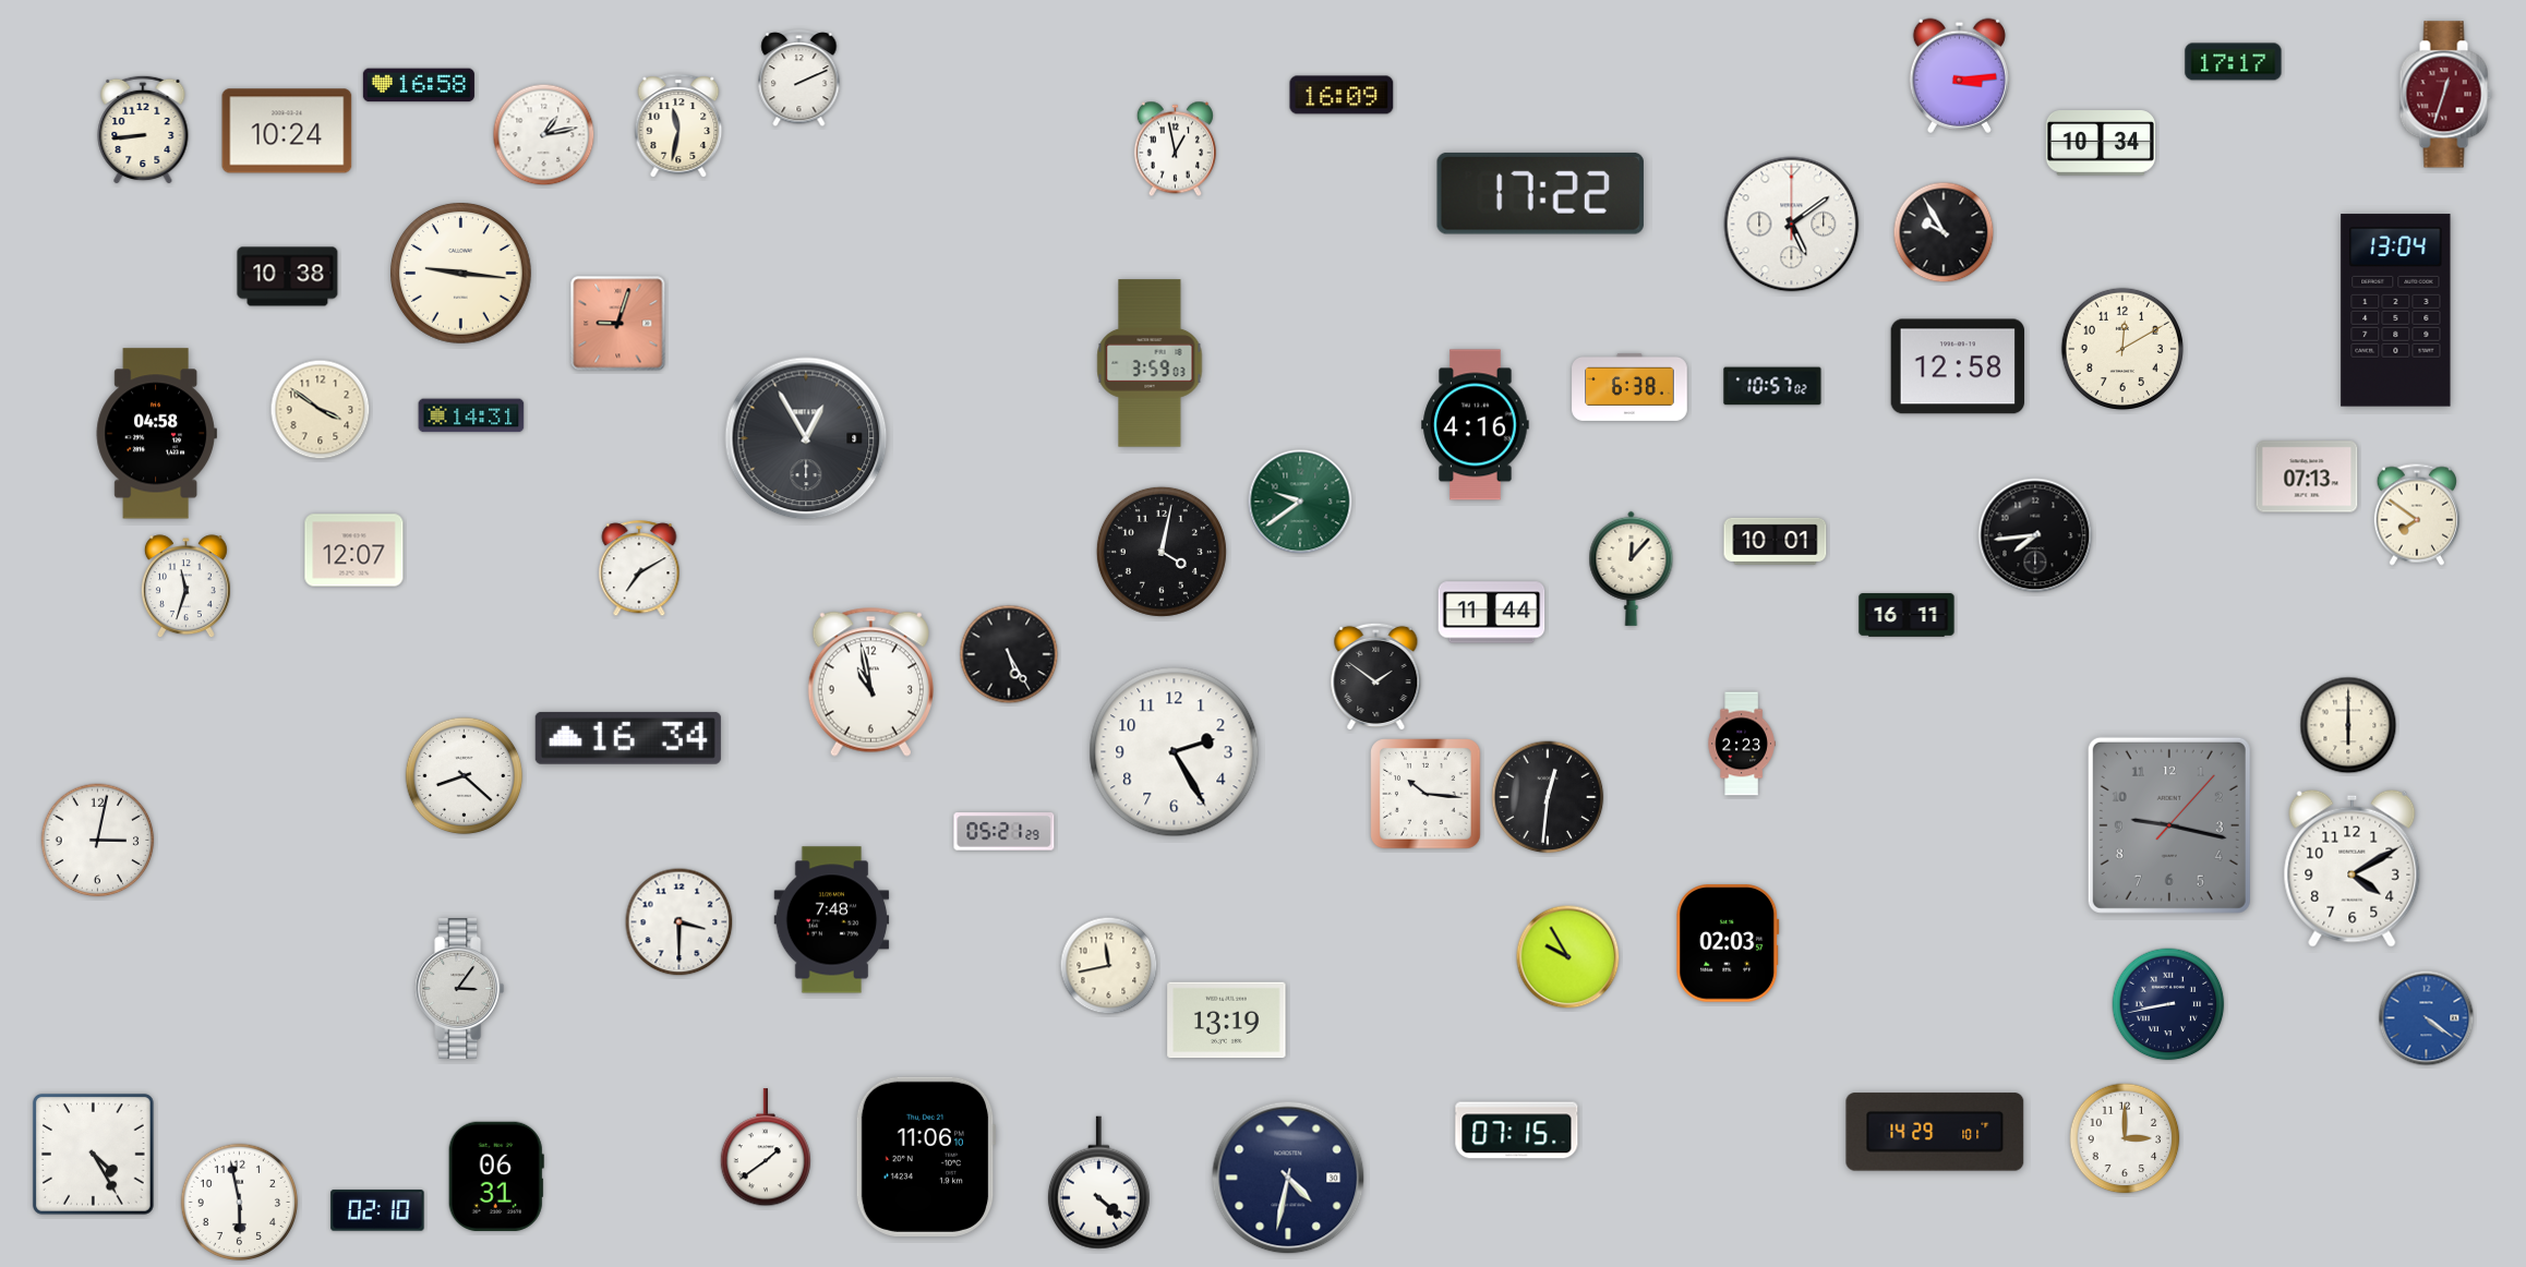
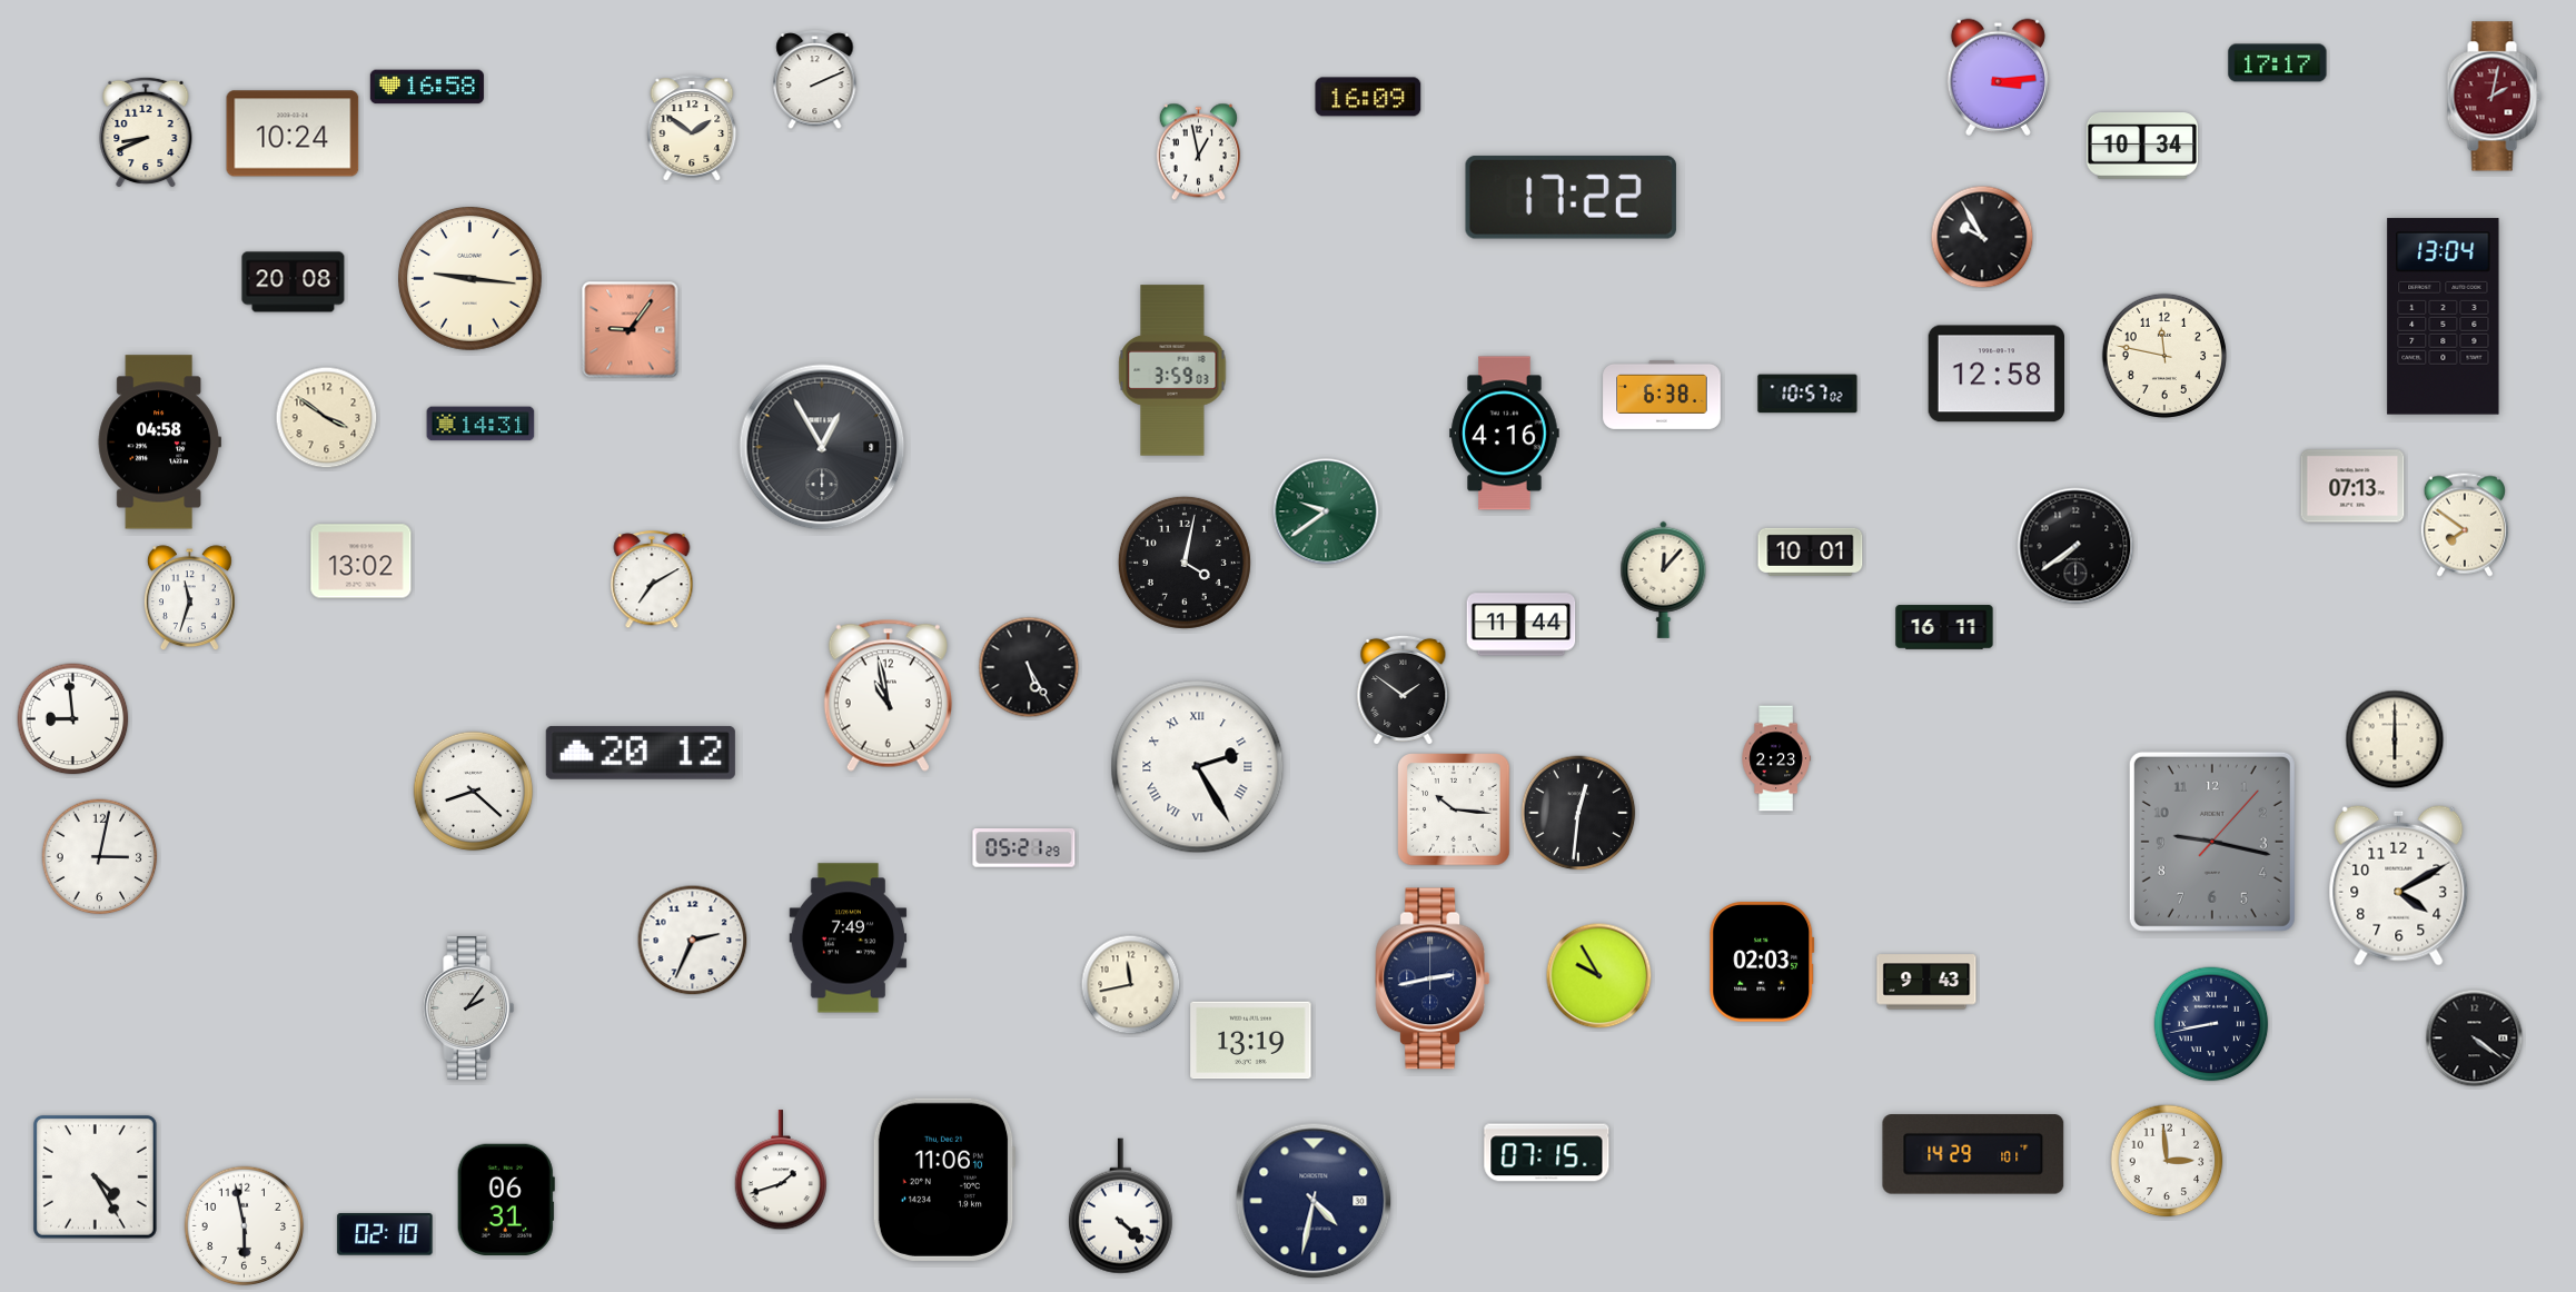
clock at (2445, 95): 12:33 -> 2:02
clock at (678, 125): 11:32 -> 1:51
clock at (143, 130): 8:44 -> 8:41
clock at (544, 135): 1:13 -> none
clock at (1792, 225): 5:09 -> none
clock at (288, 277): 10:38 -> 20:08
clock at (618, 324): 9:03 -> 9:06
clock at (2122, 349): 12:10 -> 11:47
clock at (2035, 535): 7:44 -> 7:39
clock at (354, 551): 12:07 -> 13:02
clock at (73, 719): none -> 8:59
clock at (628, 738): 16:34 -> 20:12
clock at (1175, 752) numerals: Arabic -> Roman
clock at (832, 920): 7:48 -> 7:49
clock at (679, 922): 3:30 -> 2:34
clock at (1433, 978): none -> 2:43
clock at (1926, 982): none -> 9:43
clock at (460, 989): 3:06 -> 2:06
clock at (2427, 1018) dial: blue -> black
clock at (2125, 1138): 3:00 -> 2:59
clock at (765, 1148): 1:39 -> 1:42
